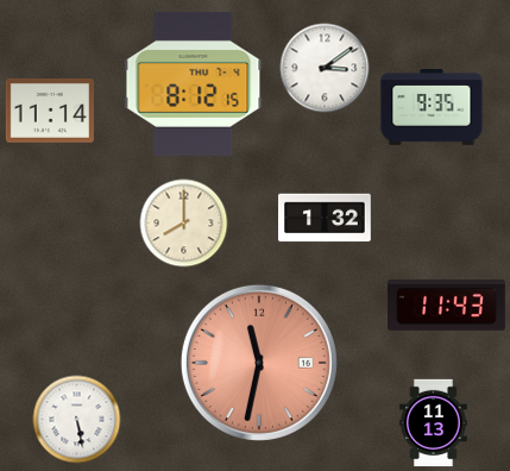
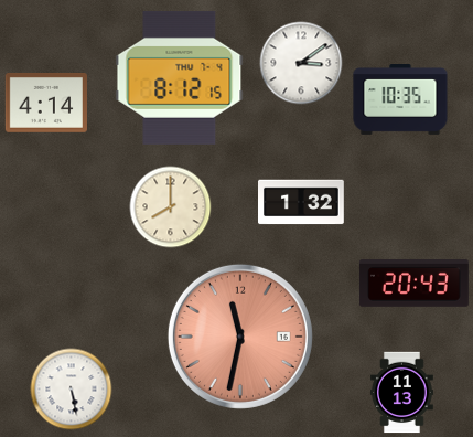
clock at (432, 108): 9:35 -> 10:35
clock at (50, 112): 11:14 -> 4:14
clock at (446, 306): 11:43 -> 20:43
